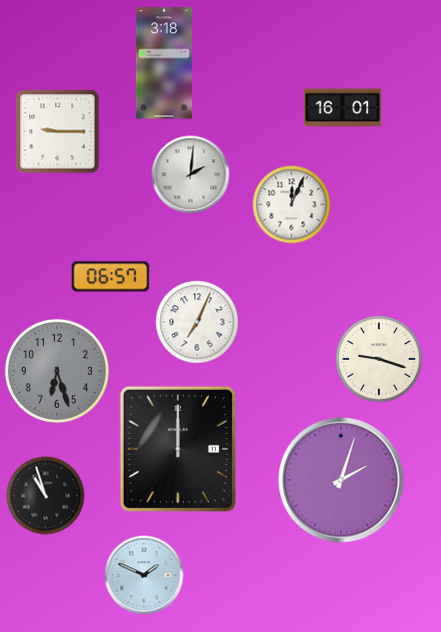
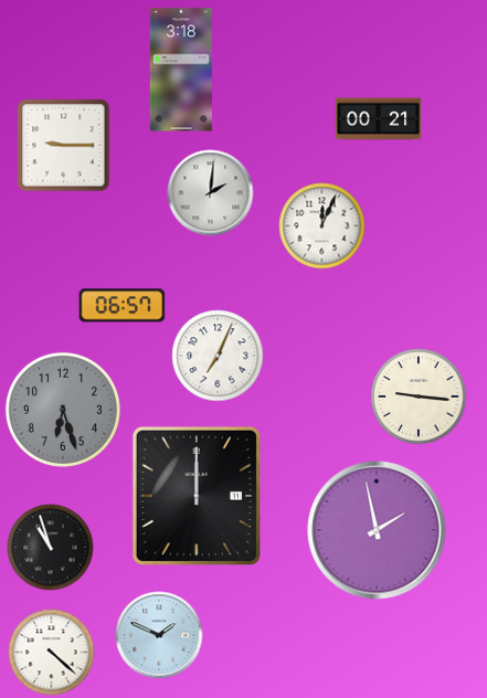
clock at (342, 108): 16:01 -> 00:21
clock at (379, 359): 9:18 -> 9:16
clock at (341, 480): 2:03 -> 1:58
clock at (51, 652): none -> 4:22
